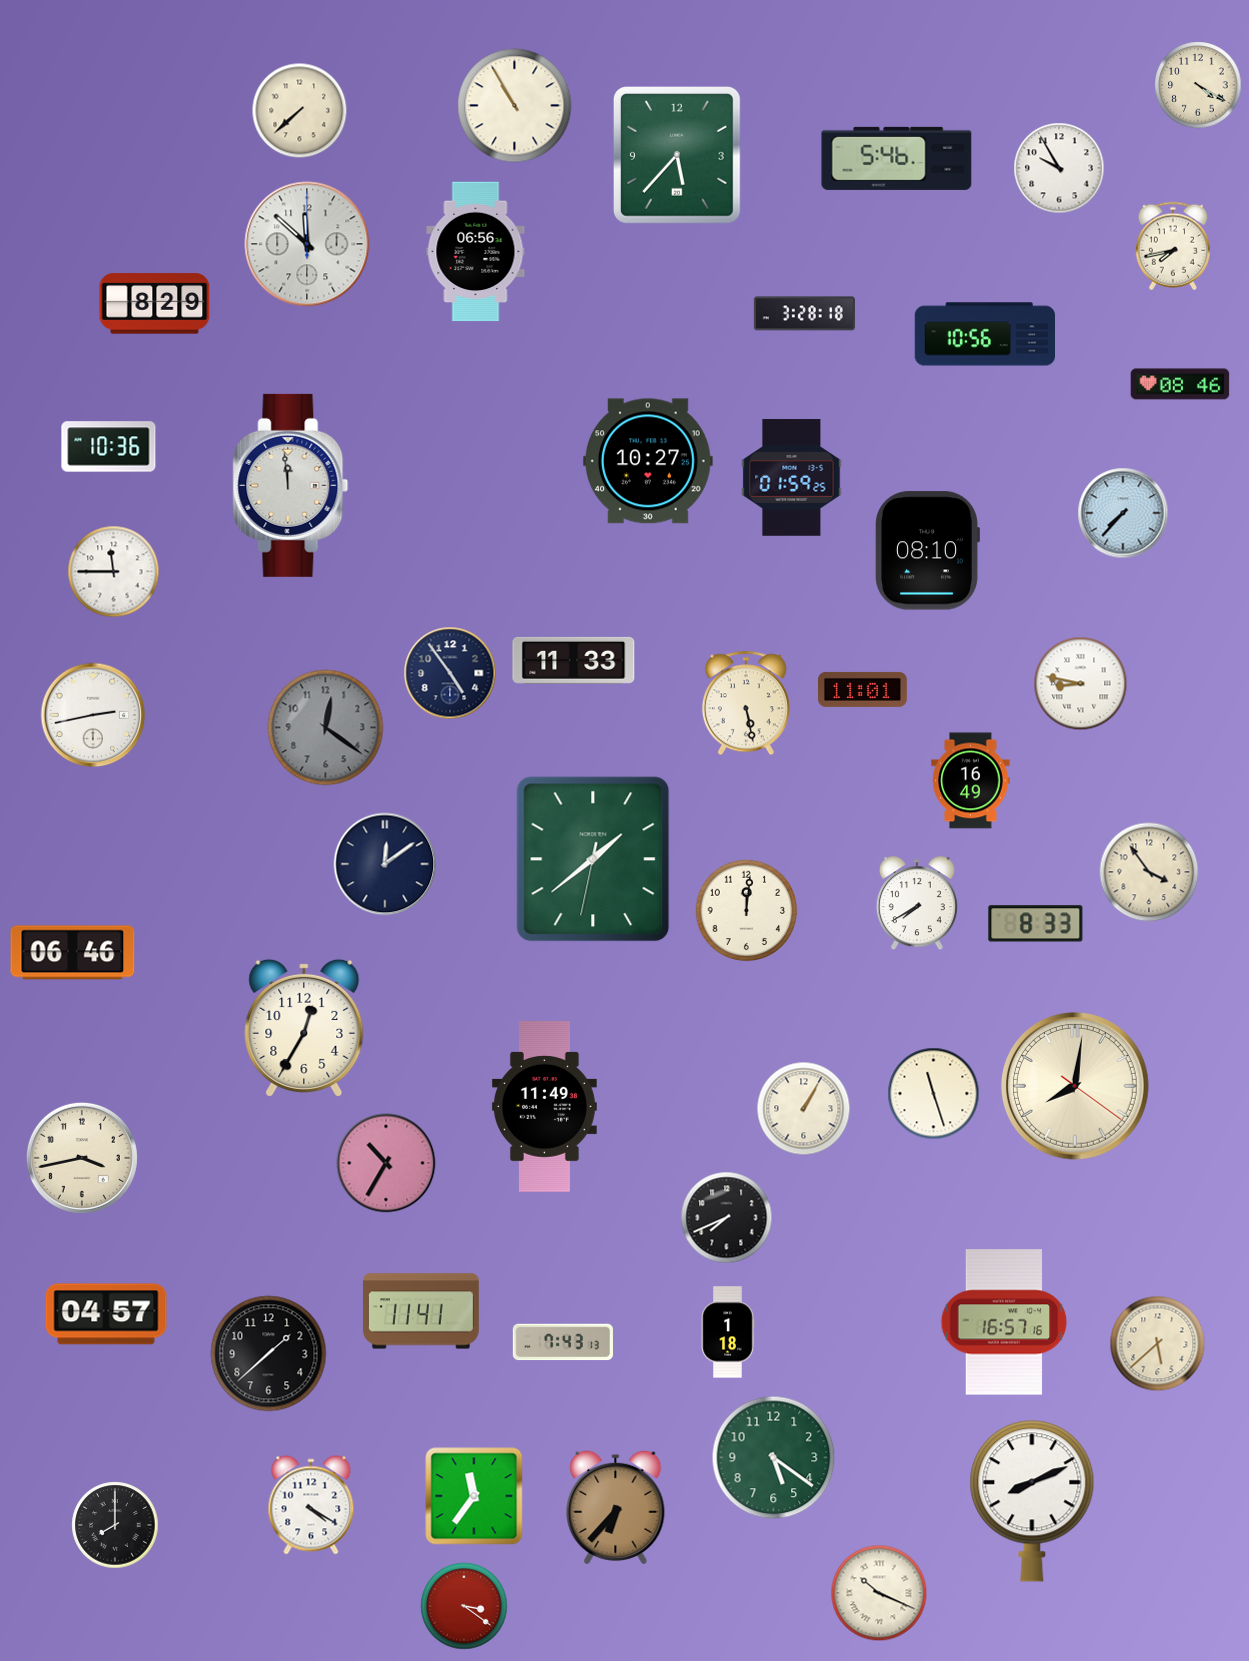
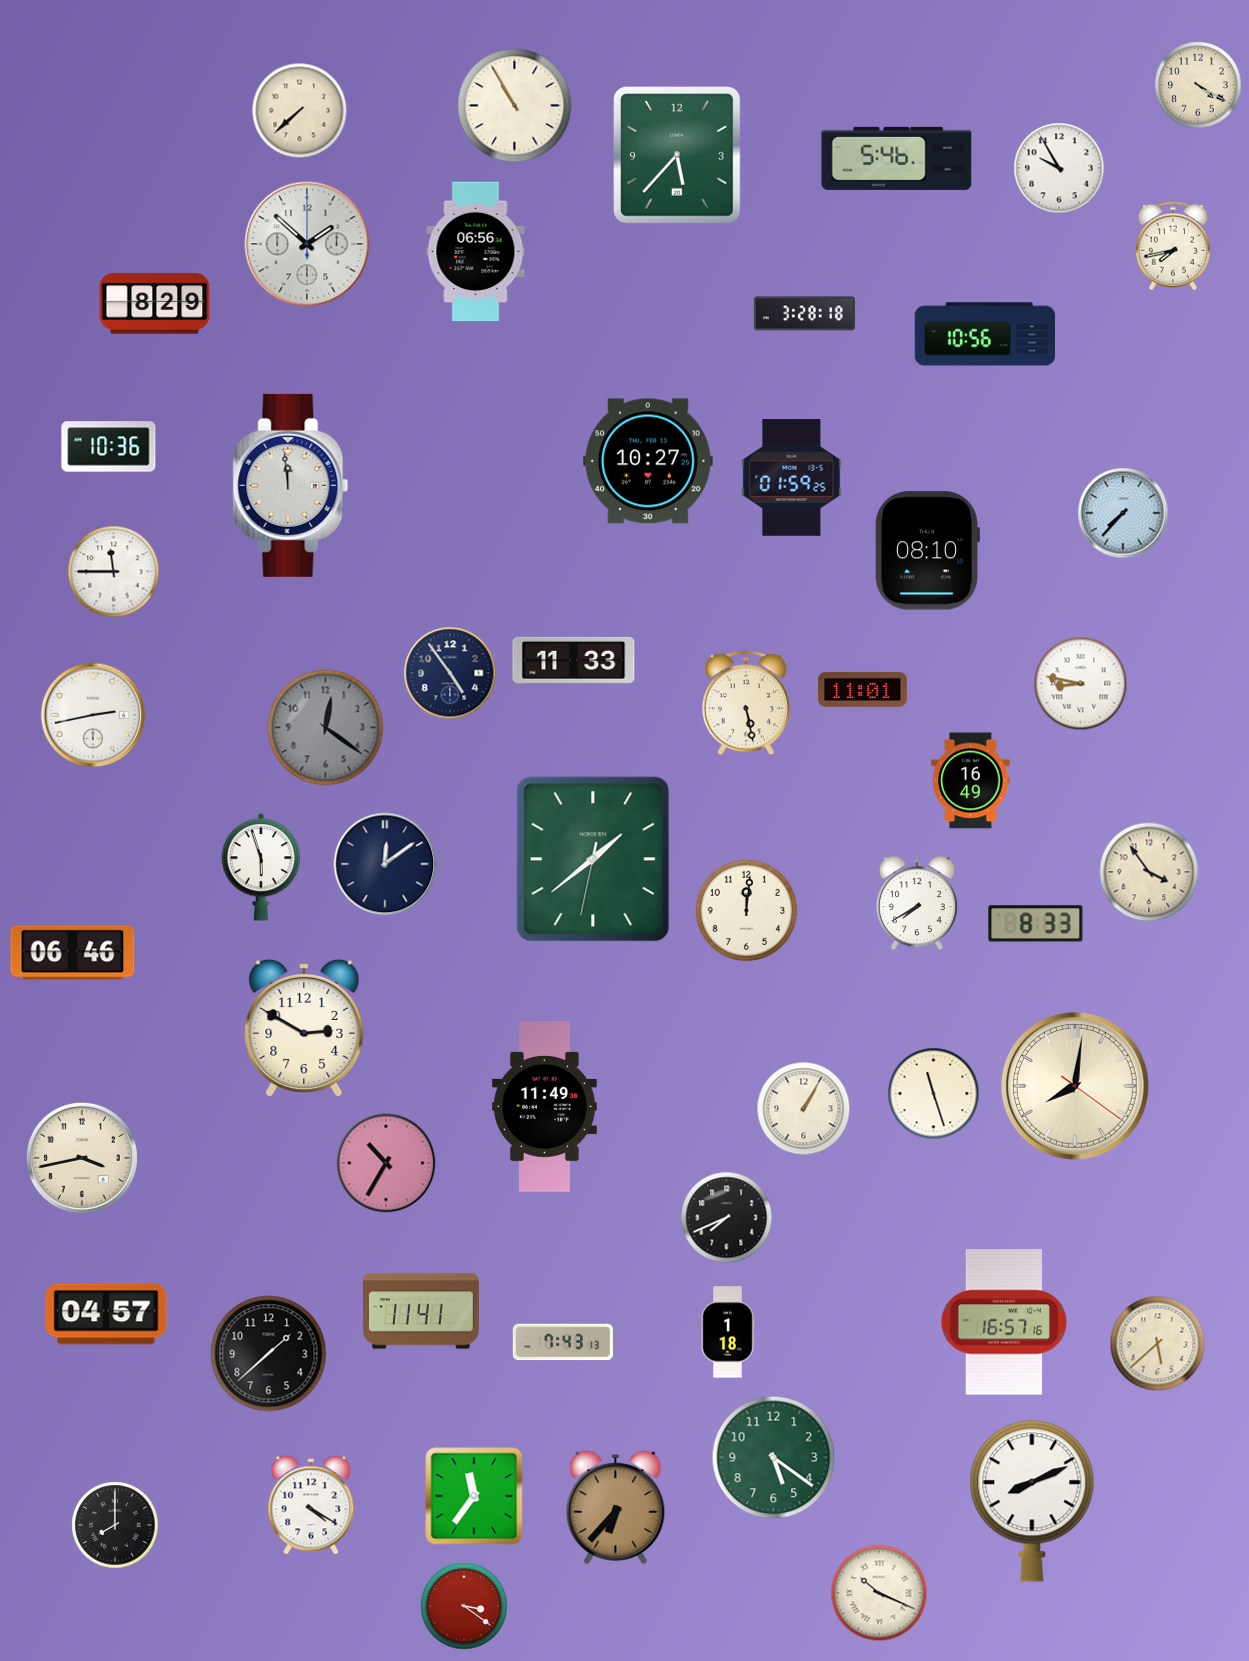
clock at (307, 244): 11:52 -> 1:52
clock at (1180, 384): 08:46 -> none
clock at (261, 867): none -> 5:57
clock at (304, 1028): 12:35 -> 2:50
